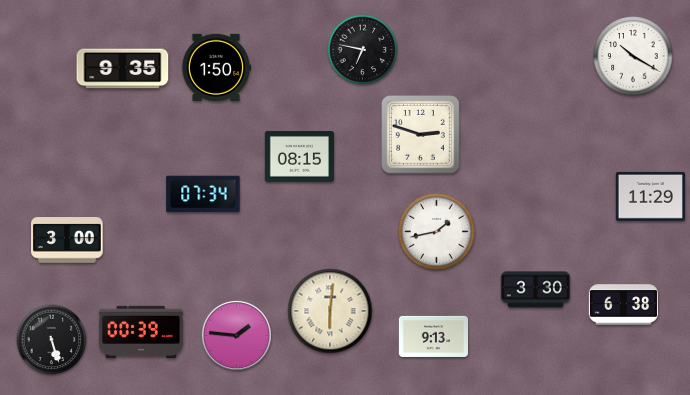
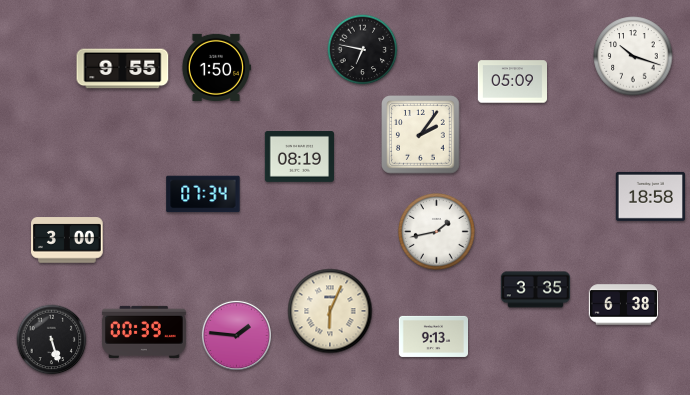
clock at (633, 56): 10:20 -> 10:18
clock at (123, 69): 9:35 -> 9:55
clock at (512, 82): none -> 05:09
clock at (421, 135): 2:48 -> 2:06
clock at (299, 157): 08:15 -> 08:19
clock at (650, 196): 11:29 -> 18:58
clock at (535, 290): 3:30 -> 3:35
clock at (330, 311): 6:01 -> 6:04
clock at (141, 332) position: (141, 332) -> (144, 332)
